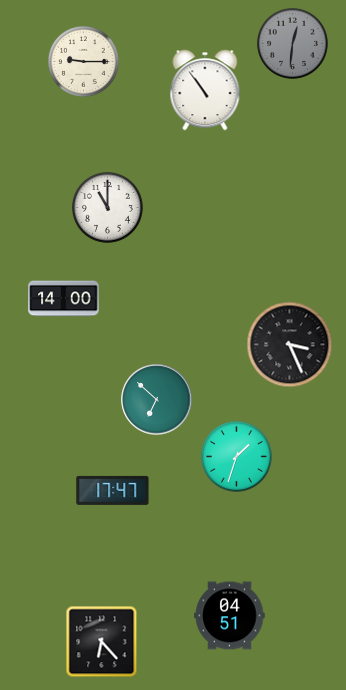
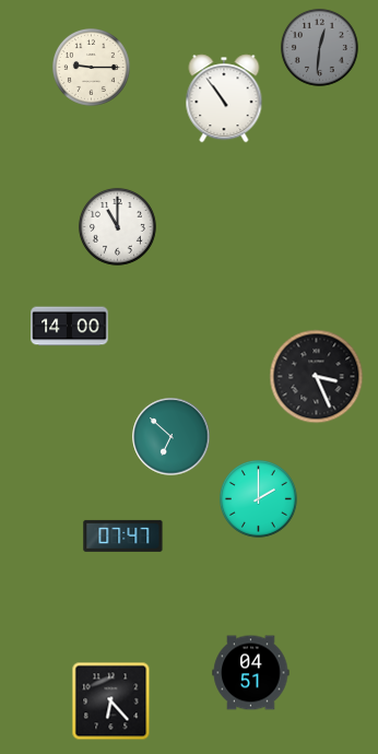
clock at (236, 456): 1:33 -> 2:00
clock at (113, 490): 17:47 -> 07:47
